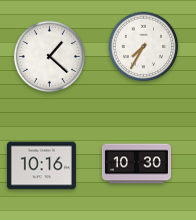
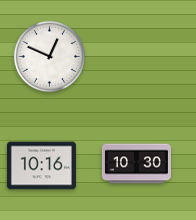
clock at (144, 47): 7:35 -> none
clock at (49, 56): 1:22 -> 12:49
